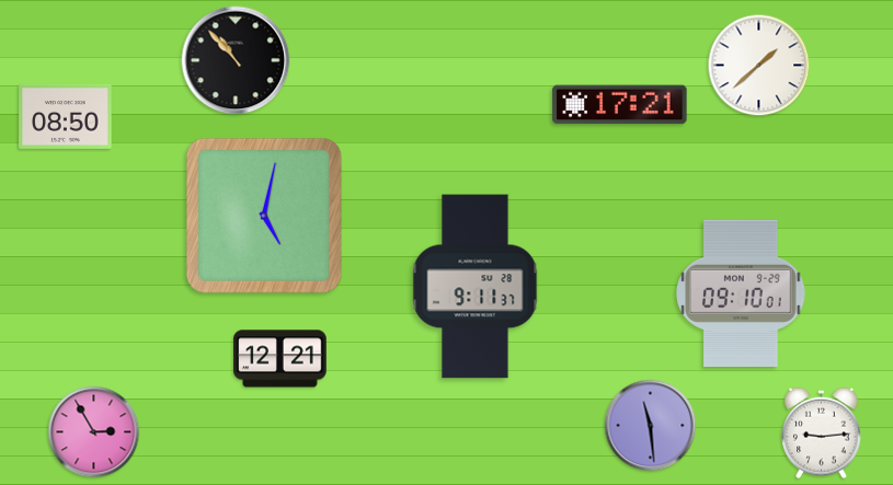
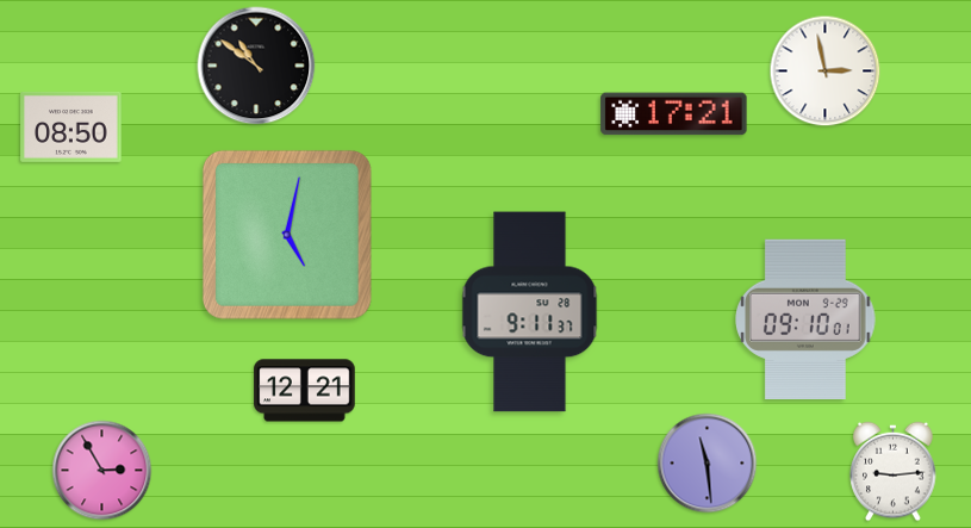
clock at (236, 60): 10:53 -> 10:51
clock at (759, 66): 1:38 -> 2:58
clock at (476, 287) position: (476, 287) -> (530, 312)
